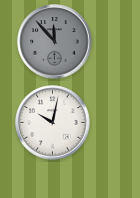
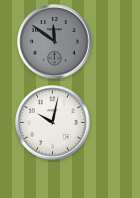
clock at (55, 42): 11:53 -> 11:51
